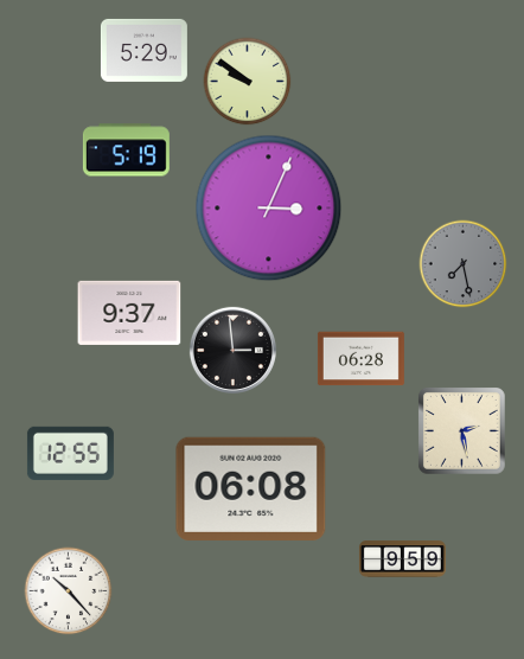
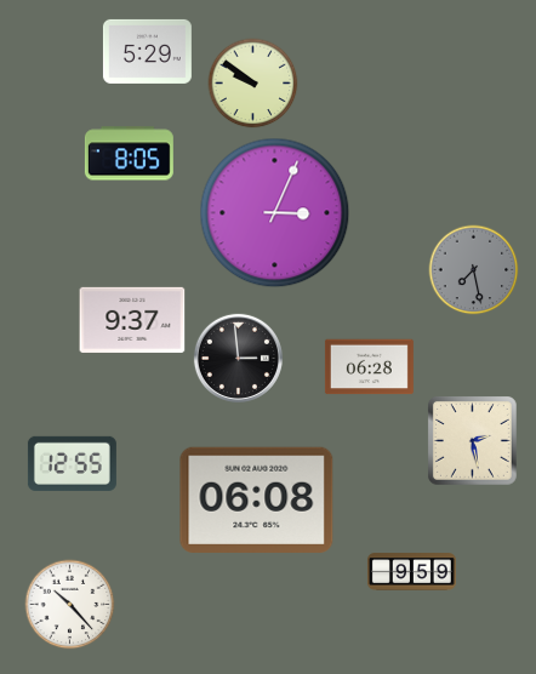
clock at (126, 151): 5:19 -> 8:05
